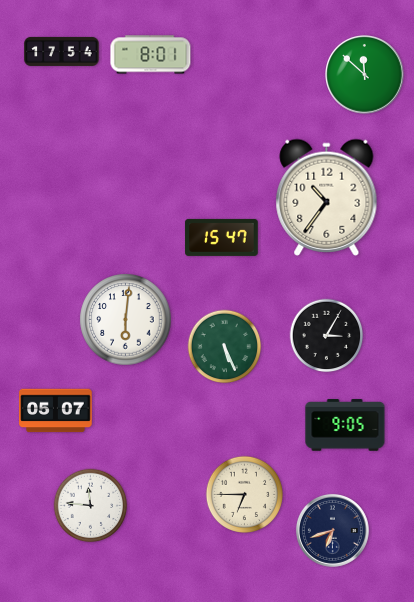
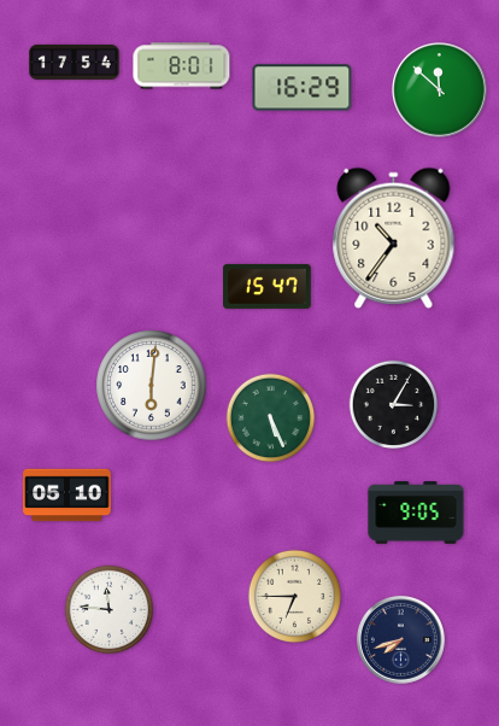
clock at (303, 88): none -> 16:29
clock at (56, 411): 05:07 -> 05:10
clock at (332, 530): 6:42 -> 7:42
